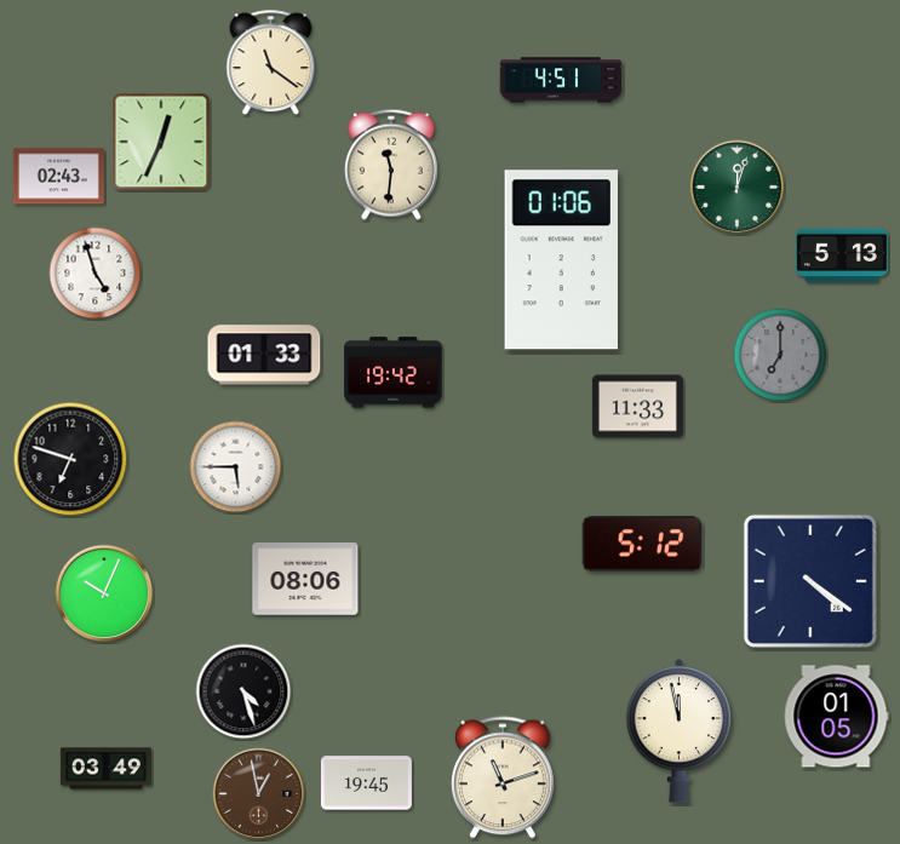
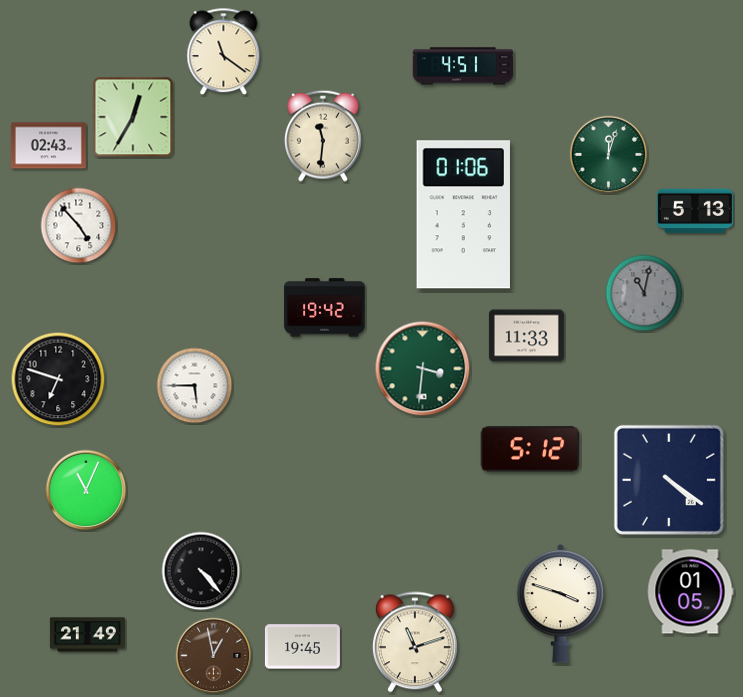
clock at (161, 142): 12:34 -> 12:35
clock at (96, 274): 4:57 -> 4:53
clock at (264, 355): 01:33 -> none
clock at (780, 355): 7:00 -> 11:02
clock at (423, 369): none -> 3:31
clock at (305, 579): 08:06 -> none
clock at (104, 593): 10:04 -> 11:04
clock at (243, 691): 4:27 -> 4:23
clock at (680, 730): 11:58 -> 3:48
clock at (105, 769): 03:49 -> 21:49
